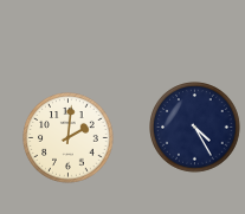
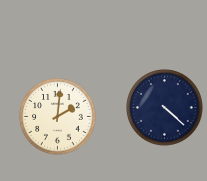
clock at (195, 128): 4:25 -> 4:22
